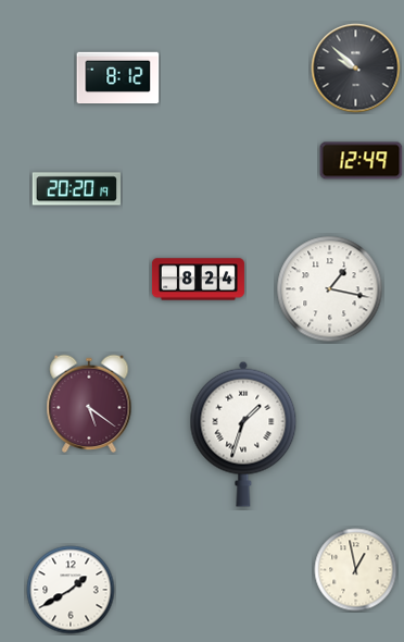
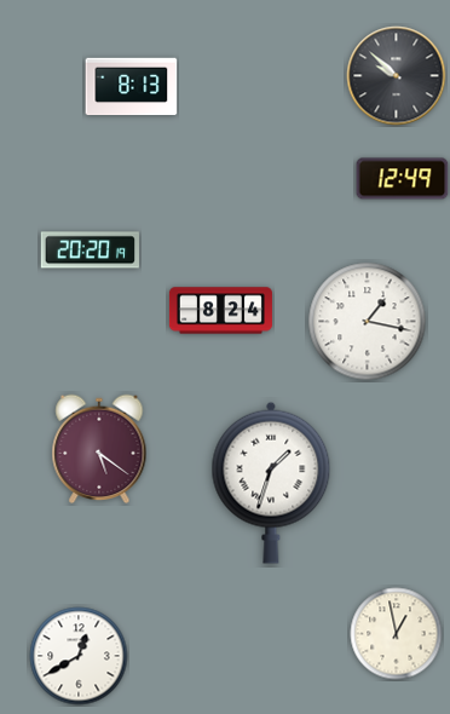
clock at (118, 78): 8:12 -> 8:13
clock at (76, 189) position: (76, 189) -> (90, 251)
clock at (71, 590): 1:40 -> 12:40
